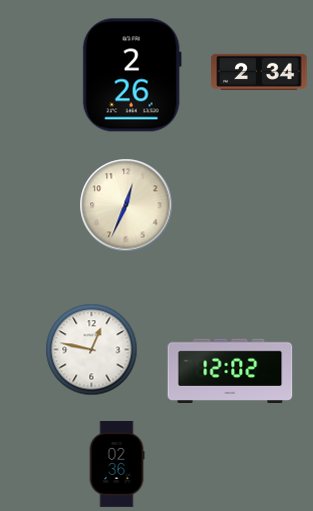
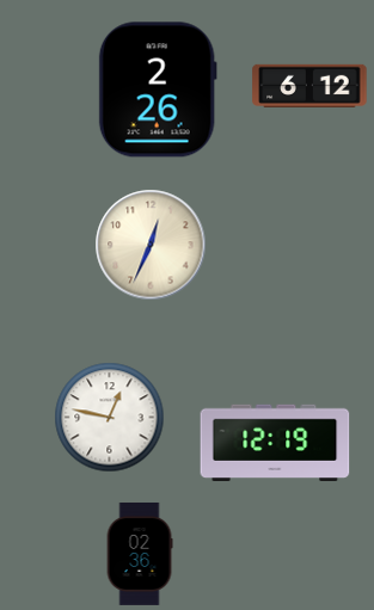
clock at (259, 72): 2:34 -> 6:12
clock at (230, 371): 12:02 -> 12:19
